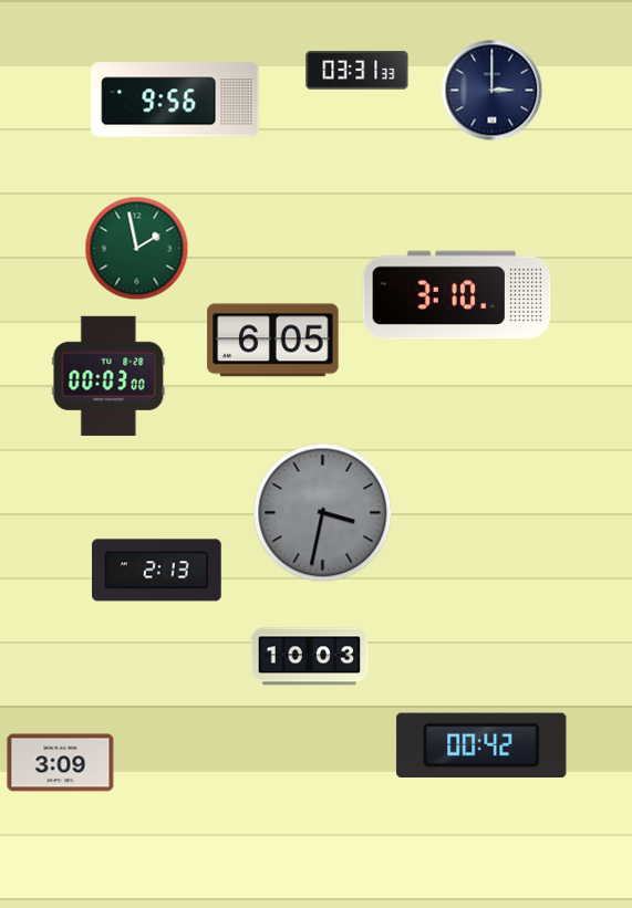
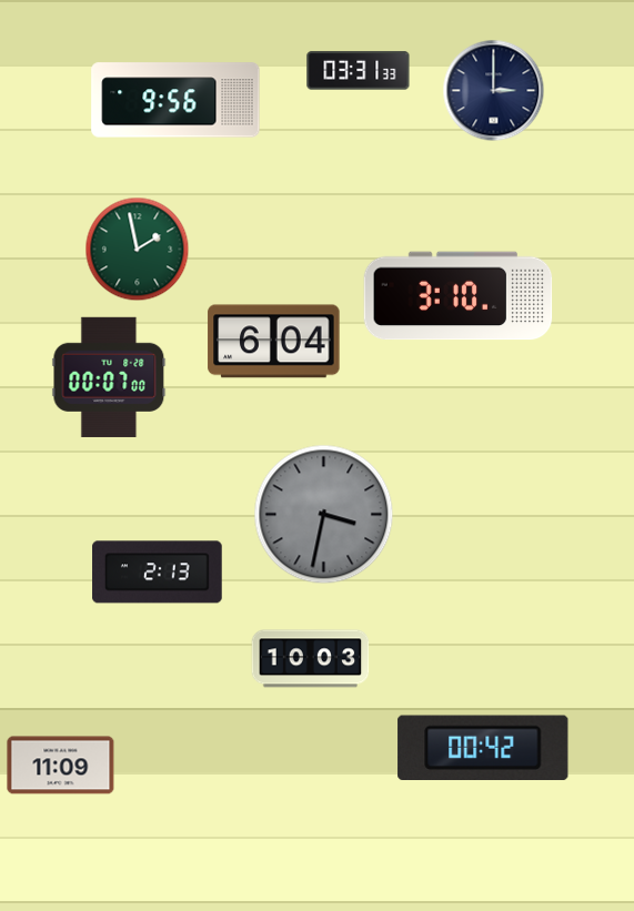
clock at (273, 341): 6:05 -> 6:04
clock at (108, 376): 00:03 -> 00:07
clock at (61, 763): 3:09 -> 11:09
